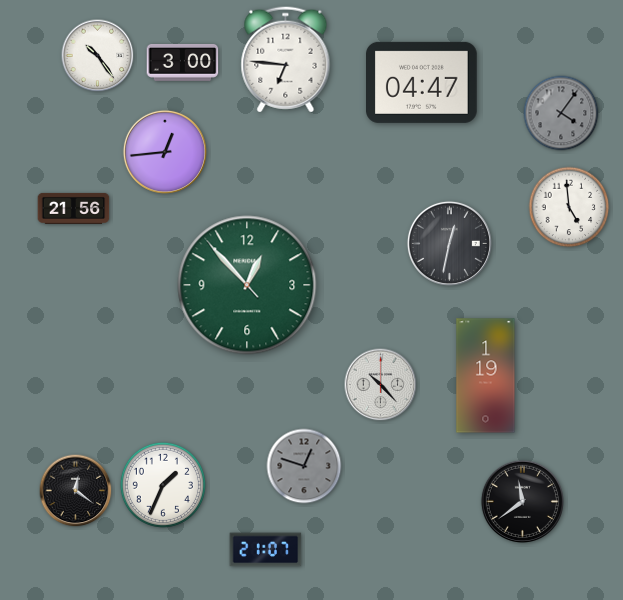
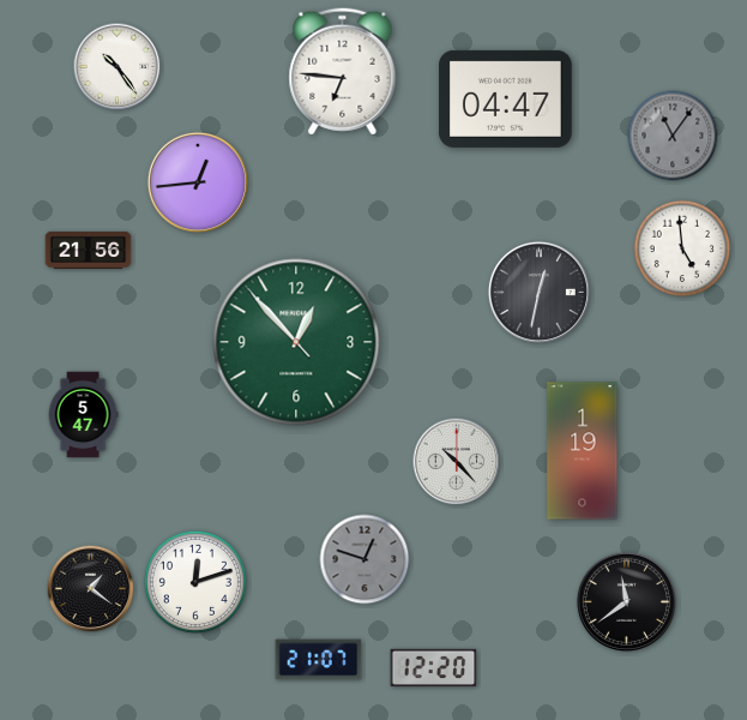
clock at (183, 62): 3:00 -> none
clock at (561, 113): 4:06 -> 11:06
clock at (83, 415): none -> 5:47
clock at (163, 485): 1:34 -> 12:12
clock at (76, 491): 12:21 -> 1:21
clock at (434, 667): none -> 12:20
